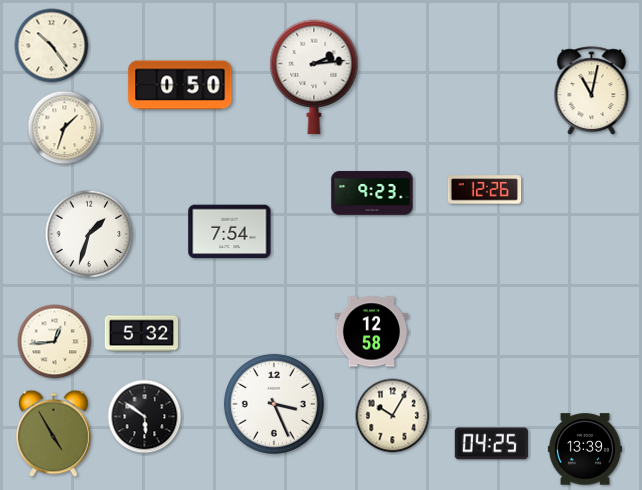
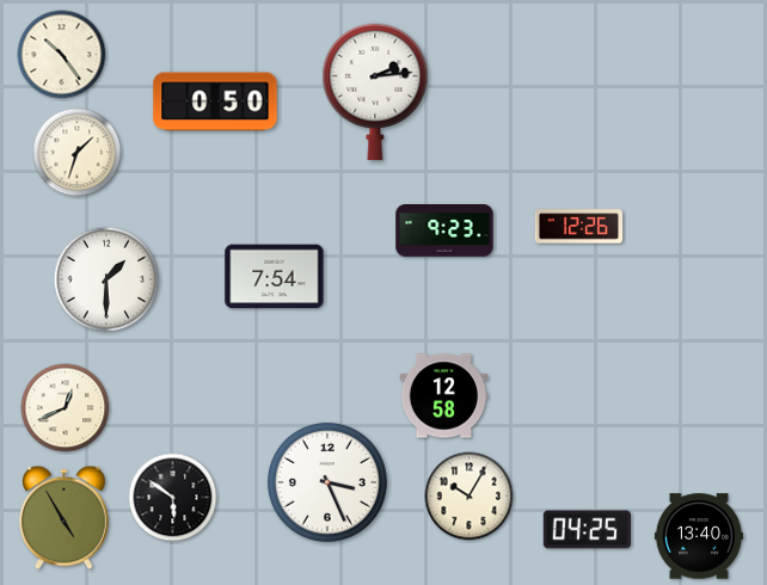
clock at (592, 91): 11:02 -> none
clock at (89, 234): 1:33 -> 1:30
clock at (142, 334): 5:32 -> none
clock at (55, 342): 12:44 -> 12:41
clock at (585, 449): 13:39 -> 13:40
